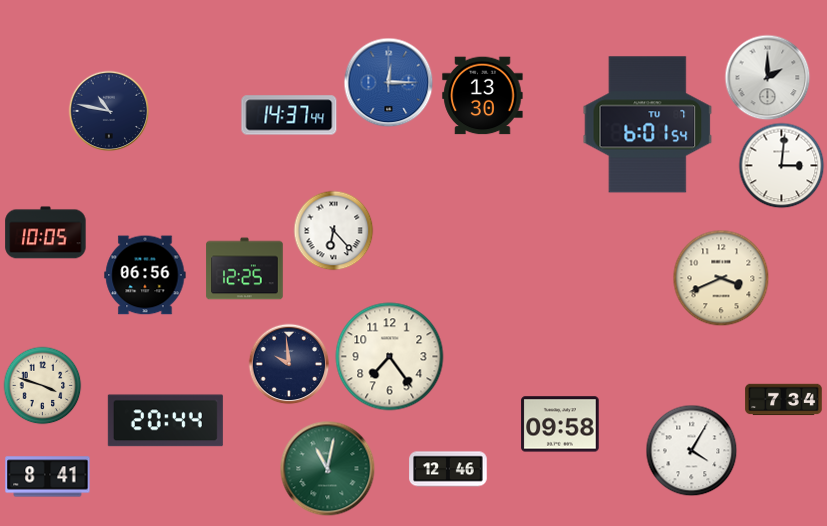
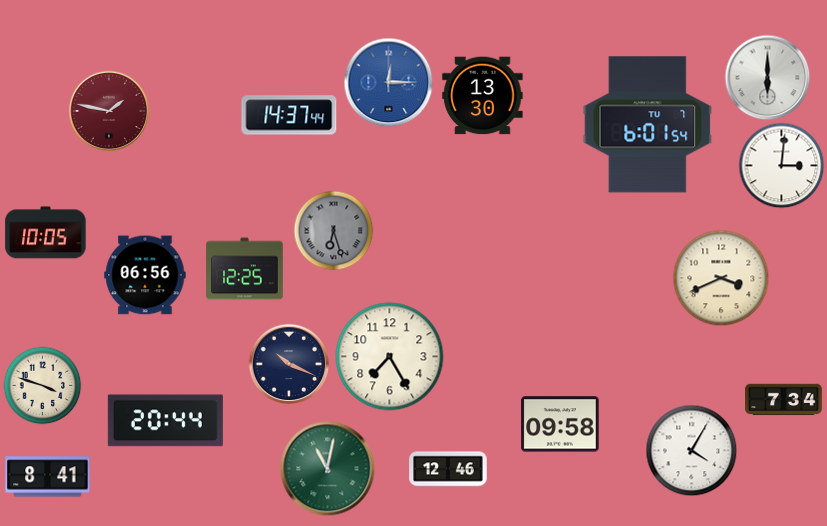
clock at (767, 77): 2:00 -> 6:00
clock at (109, 111): 10:47 -> 1:47
clock at (109, 111) dial: navy -> burgundy
clock at (333, 230): 6:23 -> 6:27
clock at (333, 230) dial: white -> grey
clock at (390, 357): 7:24 -> 7:25
clock at (289, 364): 9:59 -> 10:19
